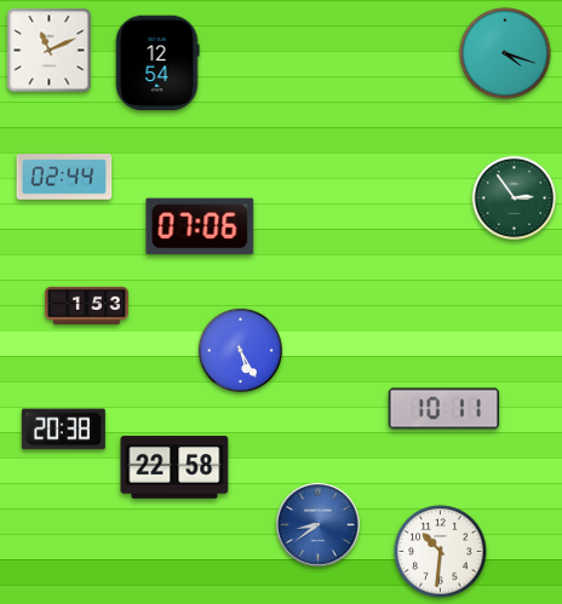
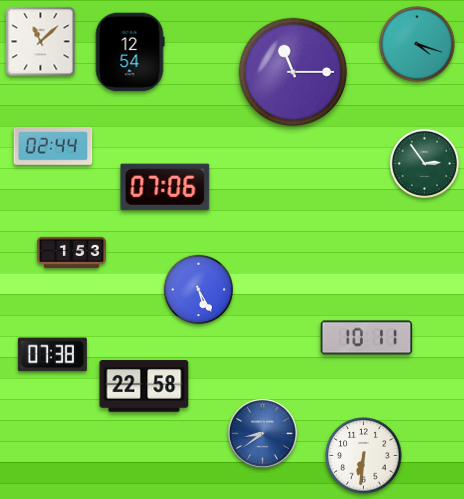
clock at (50, 51): 11:11 -> 11:08
clock at (293, 72): none -> 11:15
clock at (63, 430): 20:38 -> 07:38
clock at (441, 552): 10:31 -> 6:31
